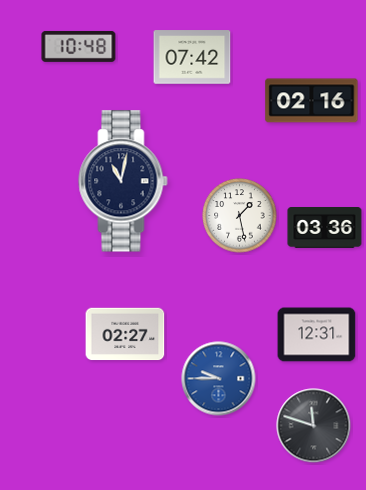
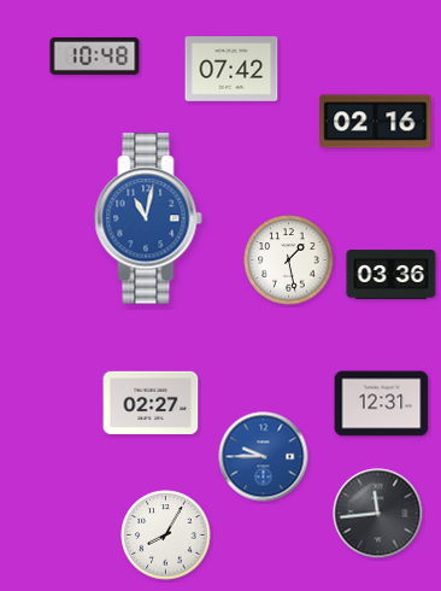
clock at (123, 181) dial: navy -> blue
clock at (314, 426): 11:48 -> 11:44
clock at (166, 536): none -> 8:05
